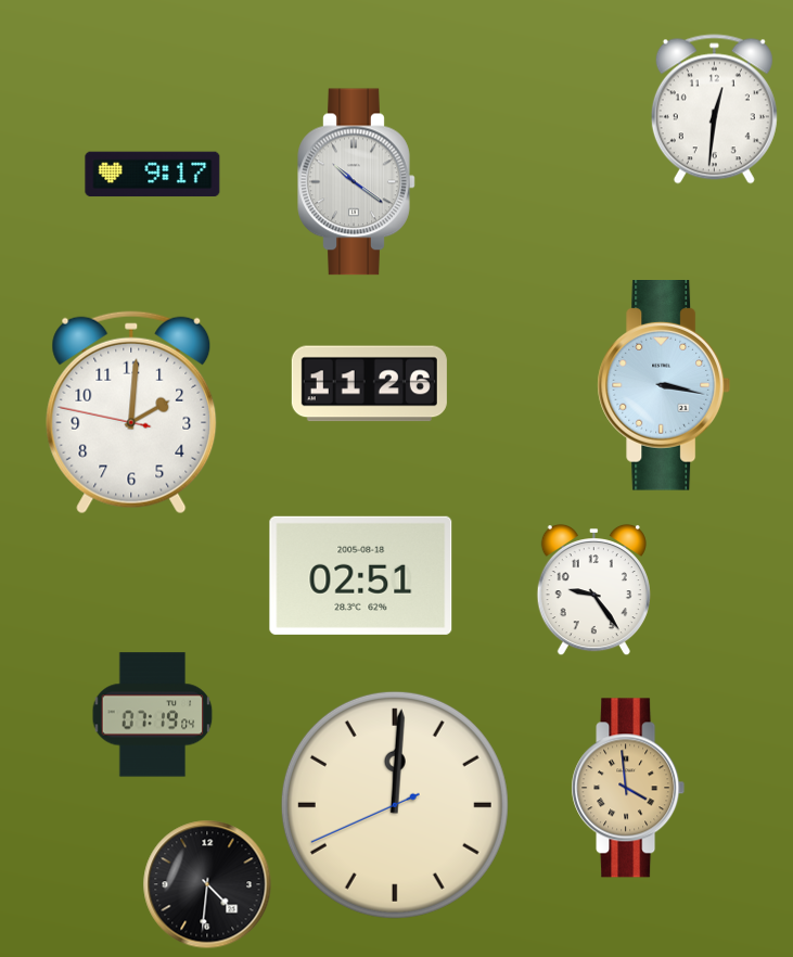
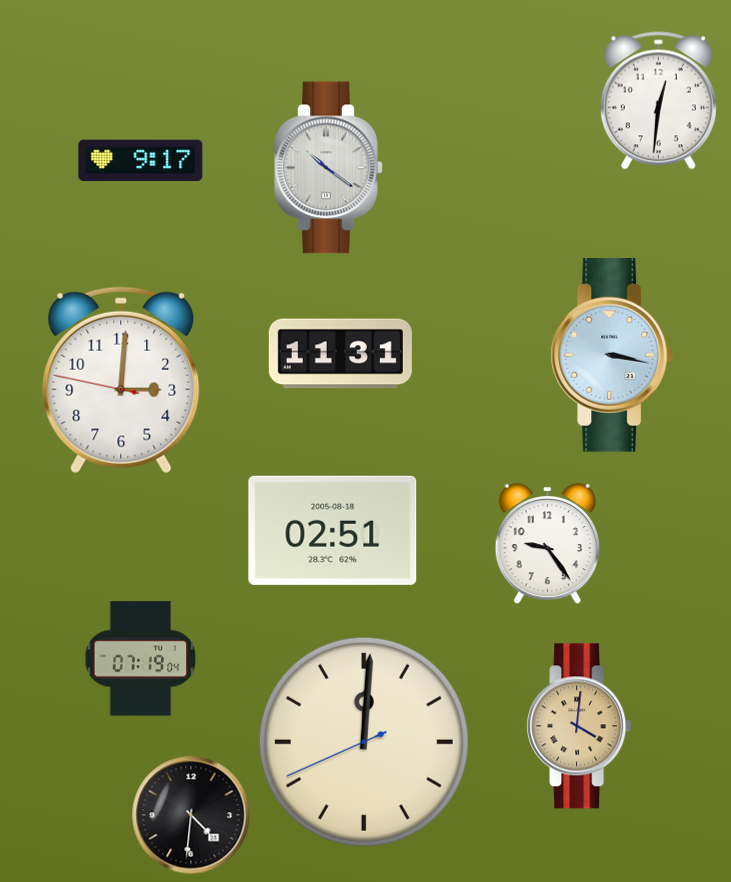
clock at (369, 384): 11:26 -> 11:31
clock at (131, 412): 2:00 -> 3:00
clock at (628, 788): 3:59 -> 4:01
